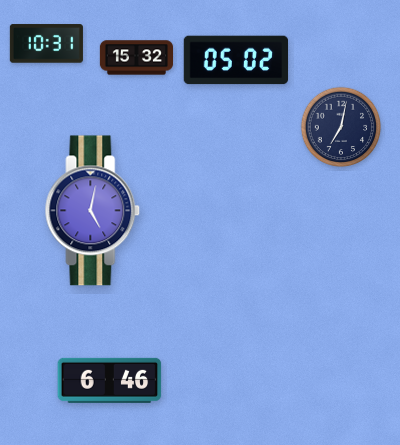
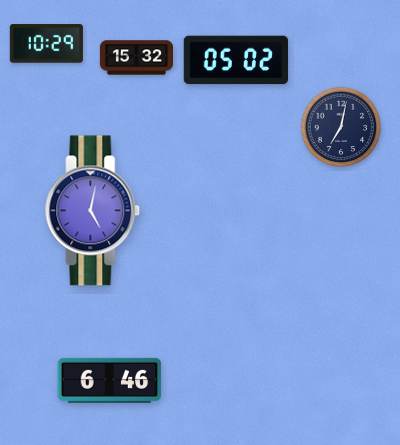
clock at (46, 44): 10:31 -> 10:29
